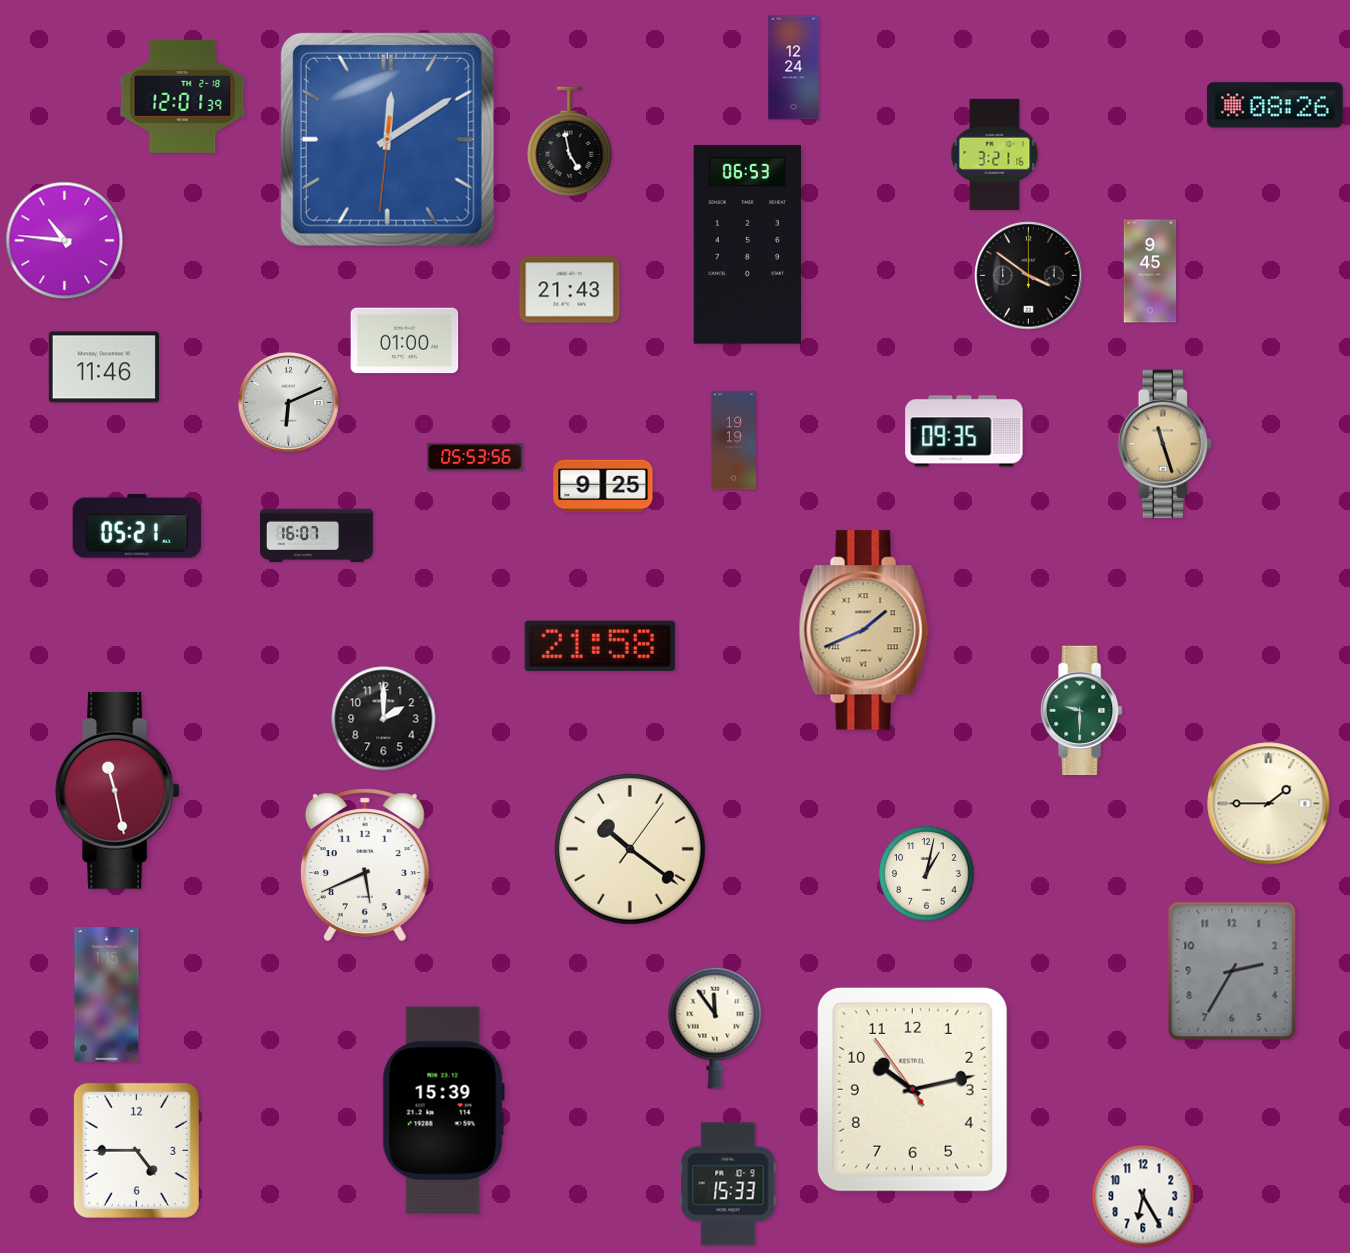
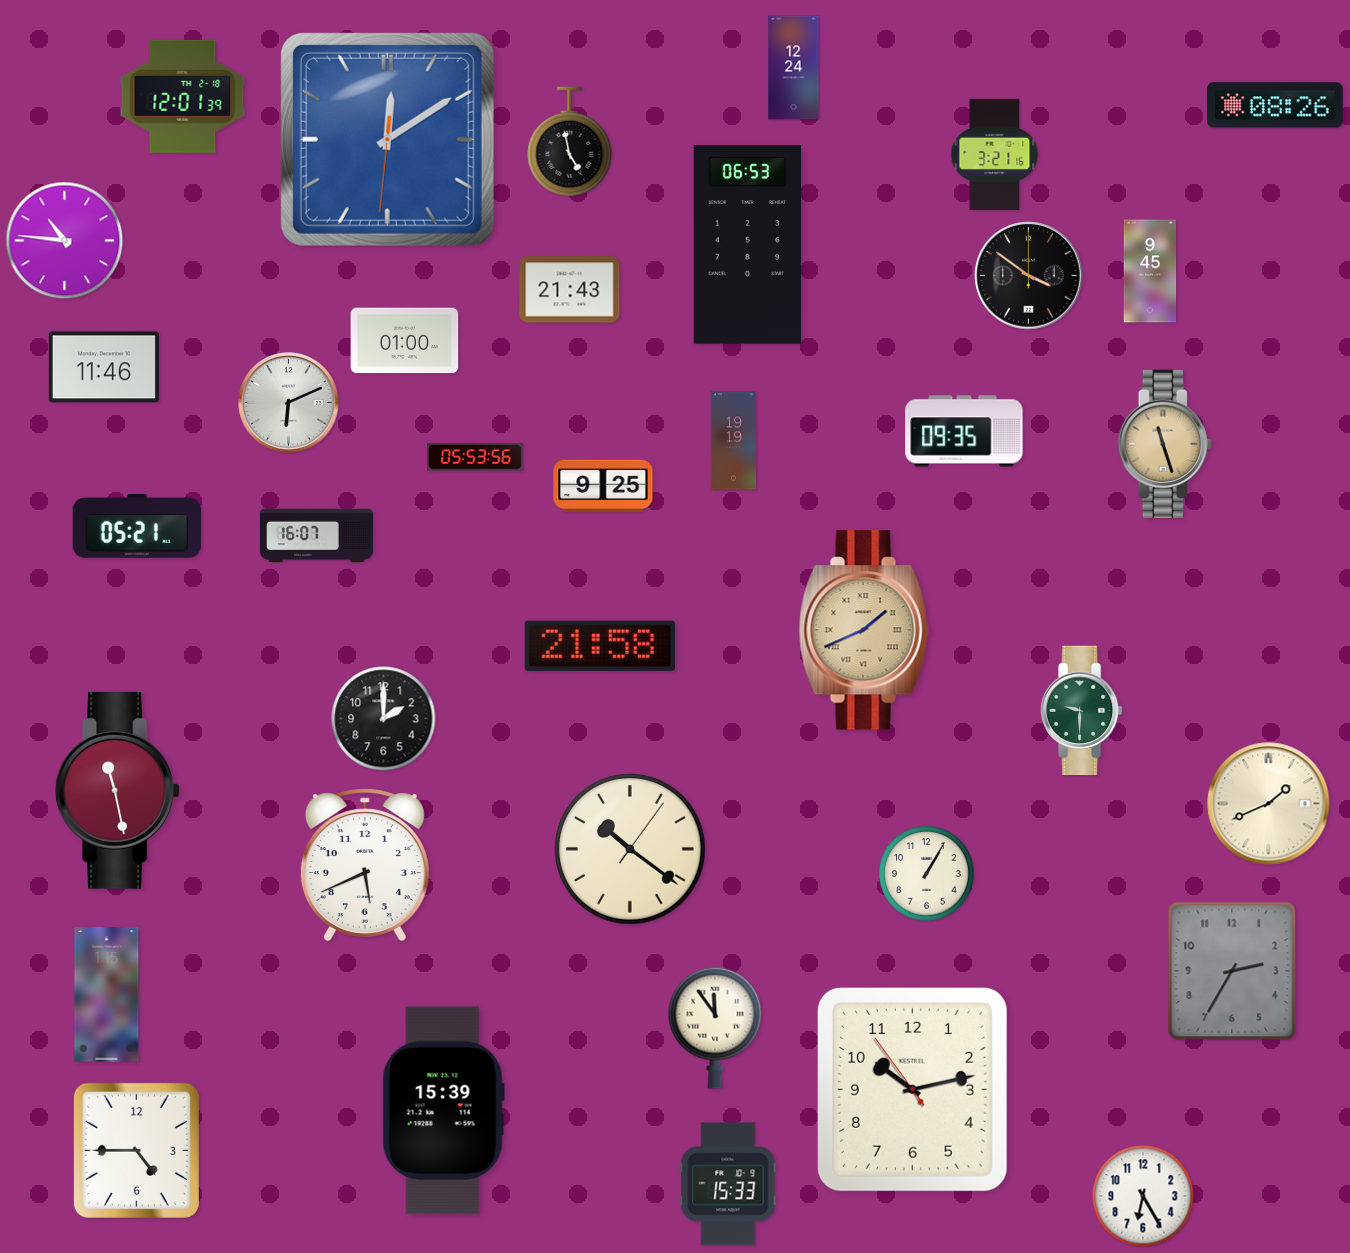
clock at (1269, 804): 1:45 -> 1:41
clock at (927, 874): 1:02 -> 1:05
